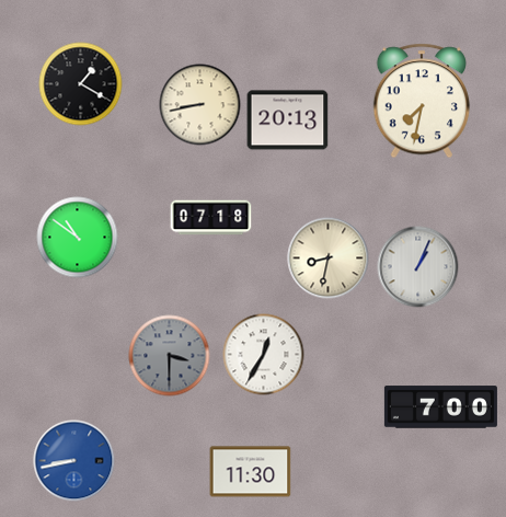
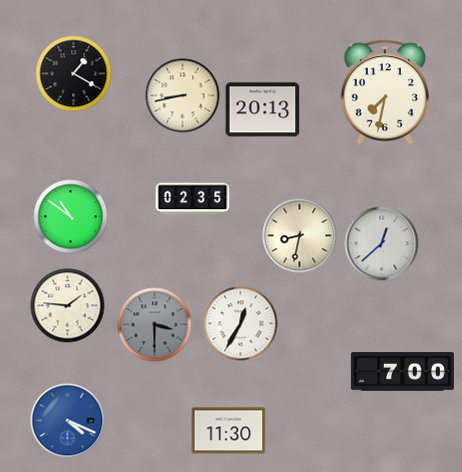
clock at (81, 84) position: (81, 84) -> (74, 74)
clock at (211, 218): 07:18 -> 02:35
clock at (418, 267): 1:04 -> 12:38
clock at (68, 306): none -> 1:46
clock at (74, 461): 8:43 -> 4:19
